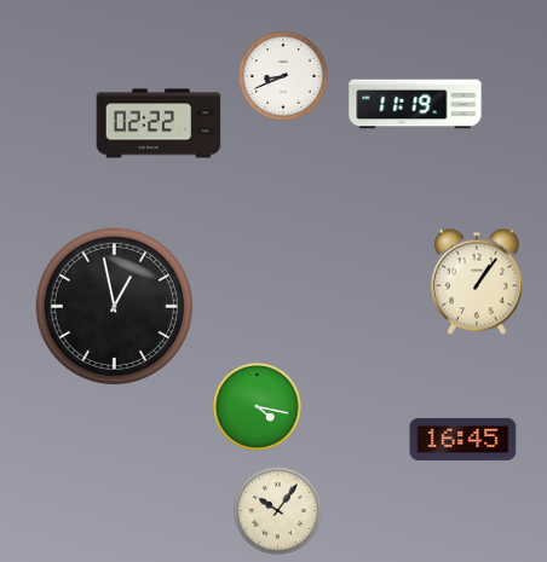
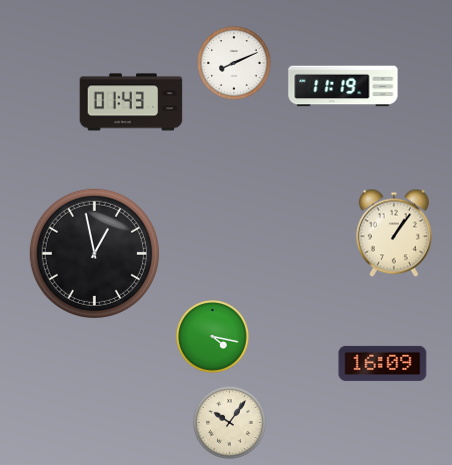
clock at (283, 76): 8:41 -> 8:11
clock at (159, 123): 02:22 -> 01:43
clock at (463, 439): 16:45 -> 16:09
